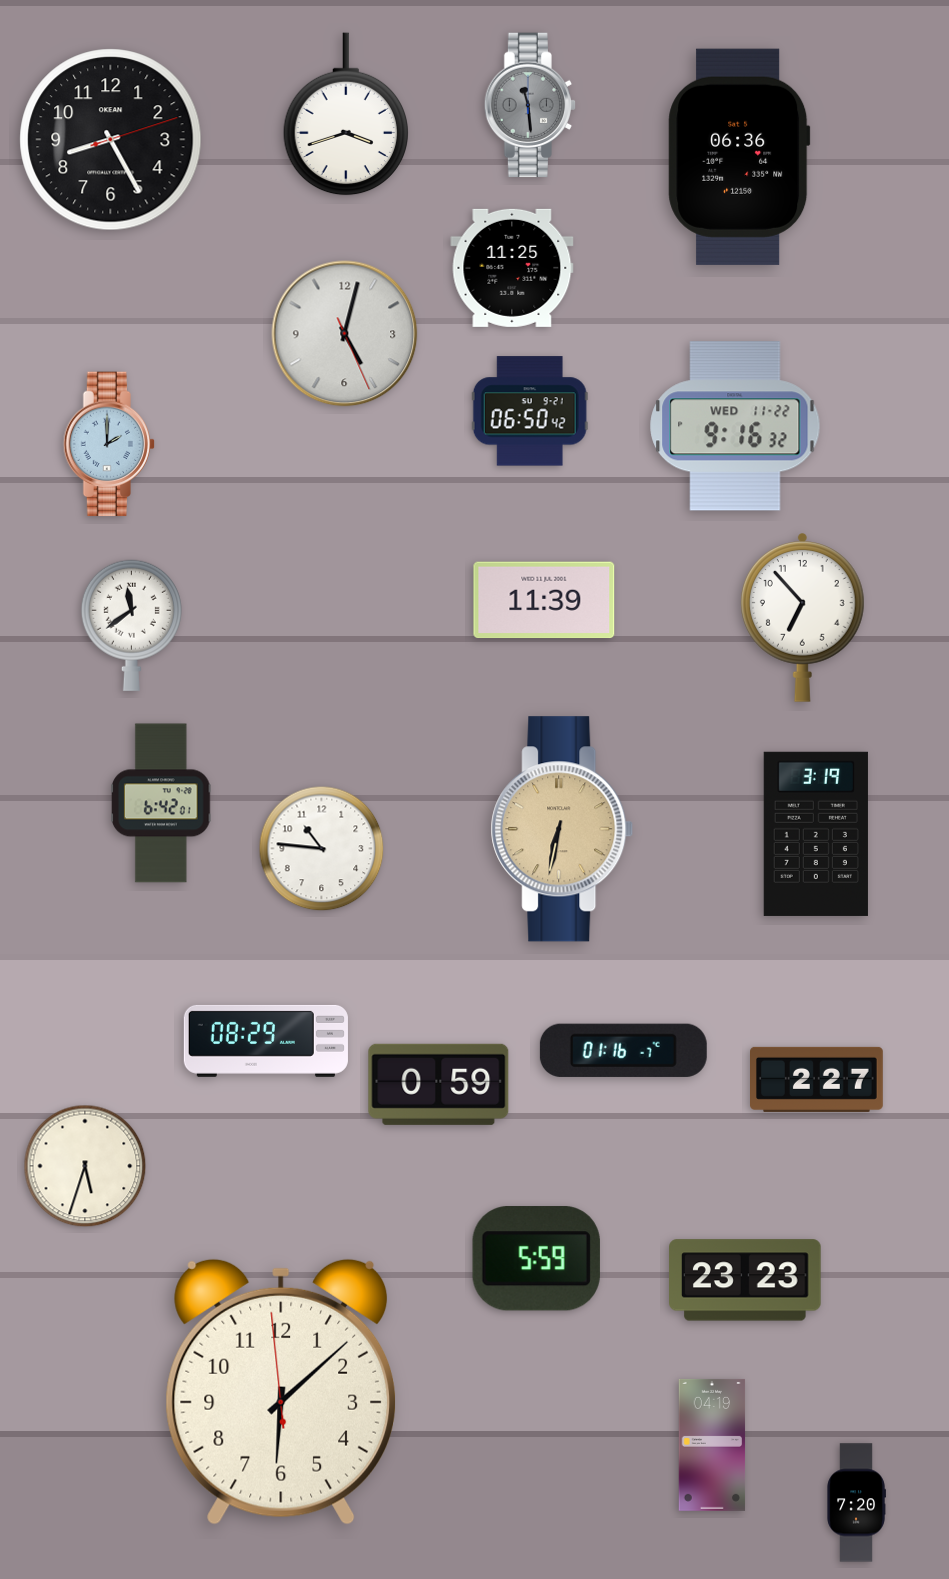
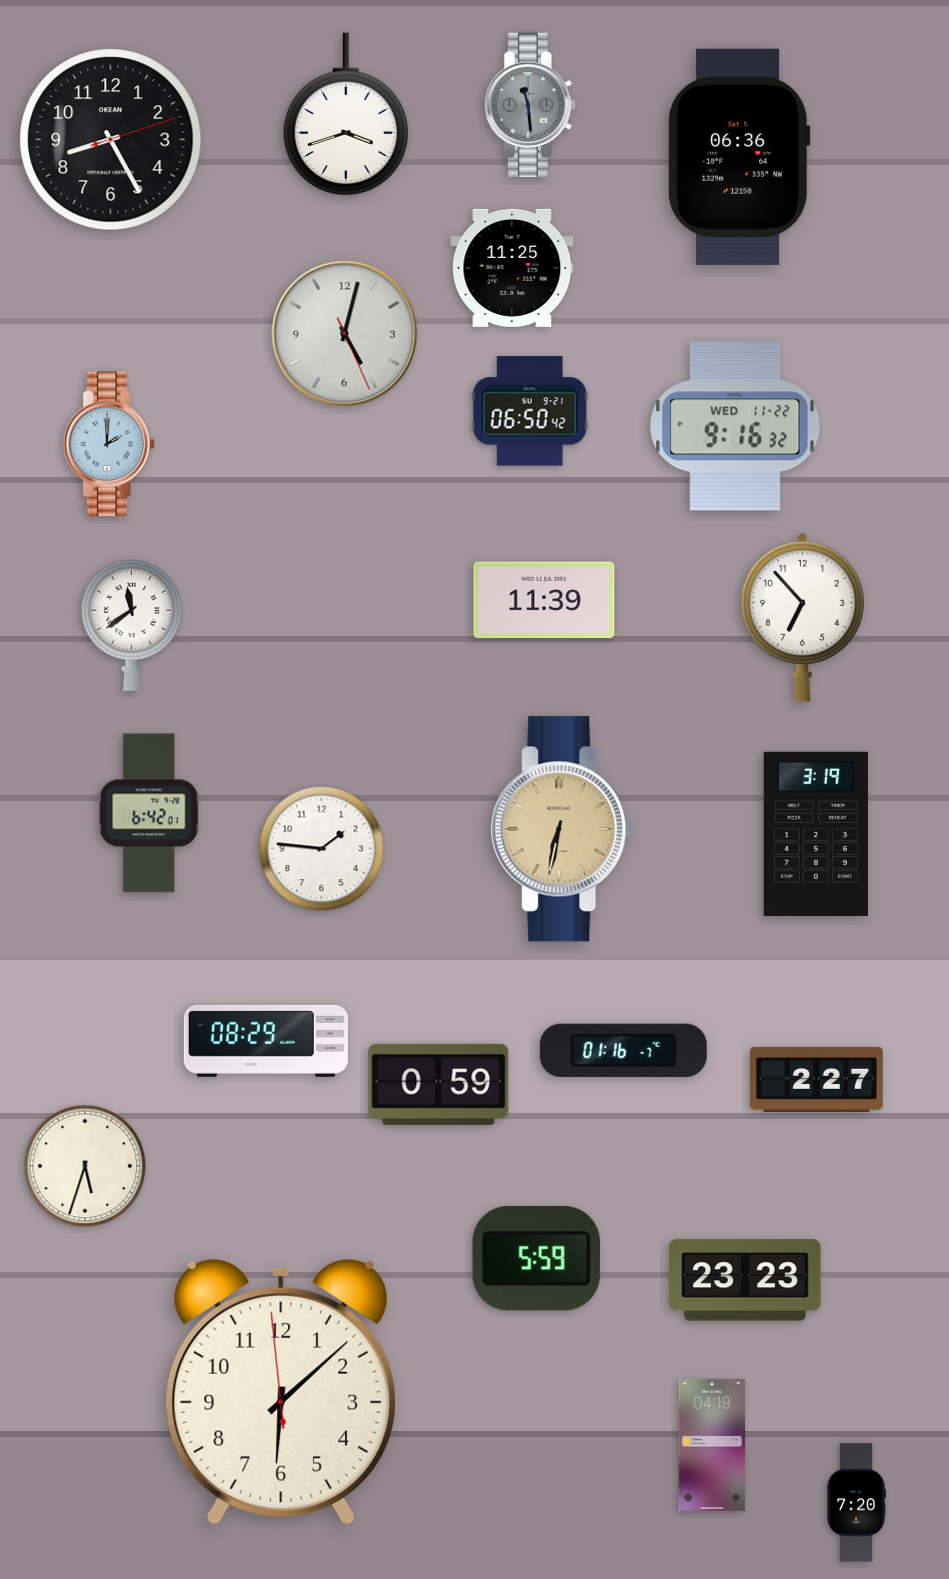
clock at (162, 803) position: (162, 803) -> (150, 813)
clock at (322, 849): 10:46 -> 1:46
